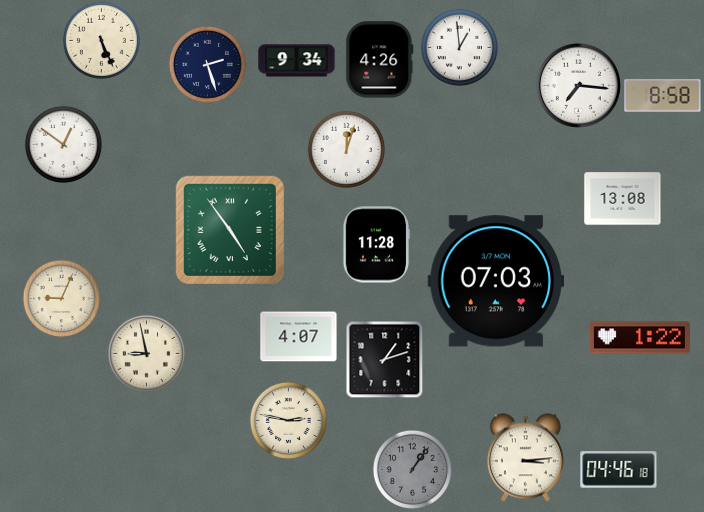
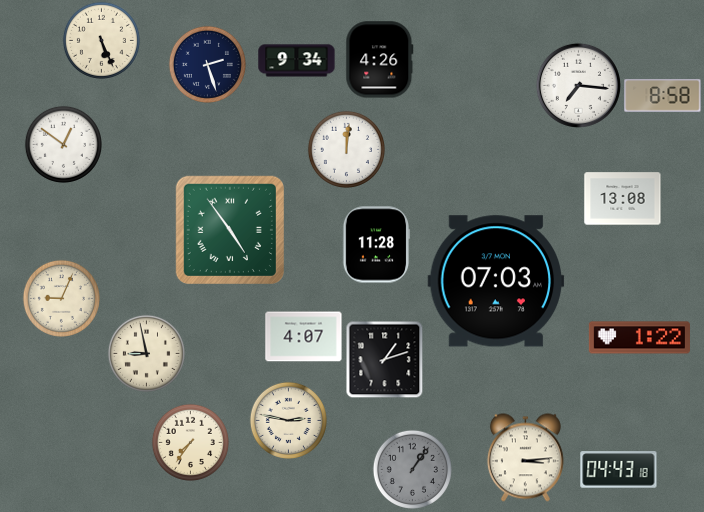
clock at (459, 47): 12:59 -> none
clock at (346, 149): 12:03 -> 12:01
clock at (299, 337) position: (299, 337) -> (304, 337)
clock at (190, 442): none -> 7:36
clock at (619, 470): 04:46 -> 04:43
